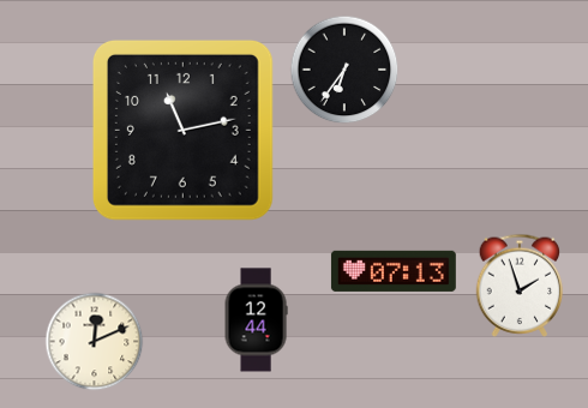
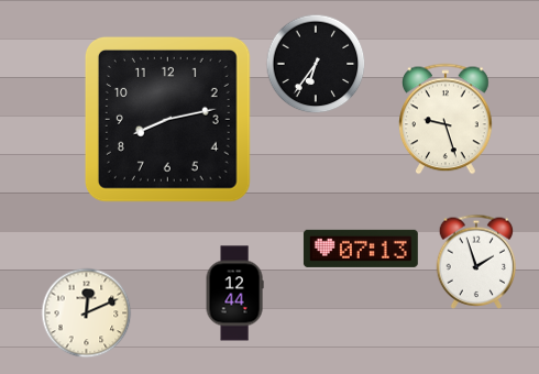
clock at (182, 130): 11:13 -> 8:13
clock at (446, 119): none -> 9:27
